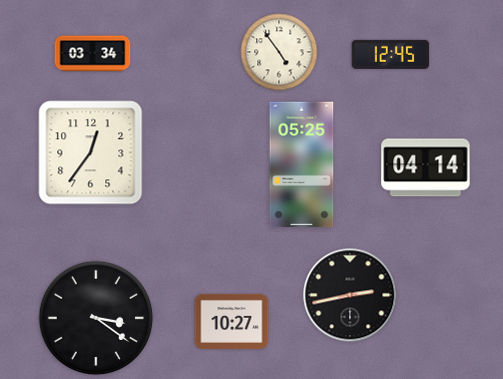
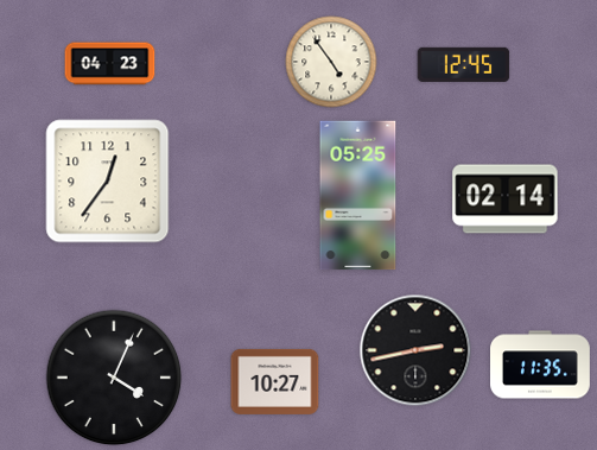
clock at (93, 54): 03:34 -> 04:23
clock at (426, 168): 04:14 -> 02:14
clock at (541, 365): none -> 11:35
clock at (96, 318): 3:21 -> 4:04
